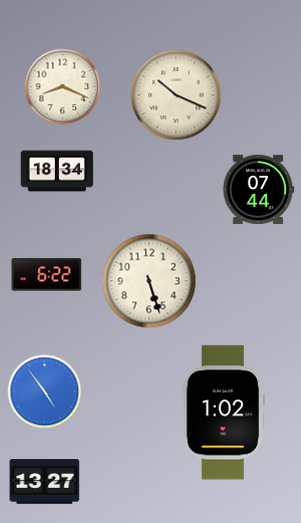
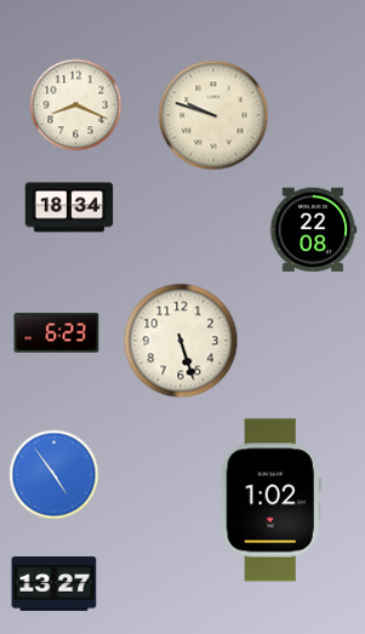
clock at (176, 95): 10:19 -> 9:48
clock at (258, 190): 07:44 -> 22:08
clock at (47, 275): 6:22 -> 6:23
